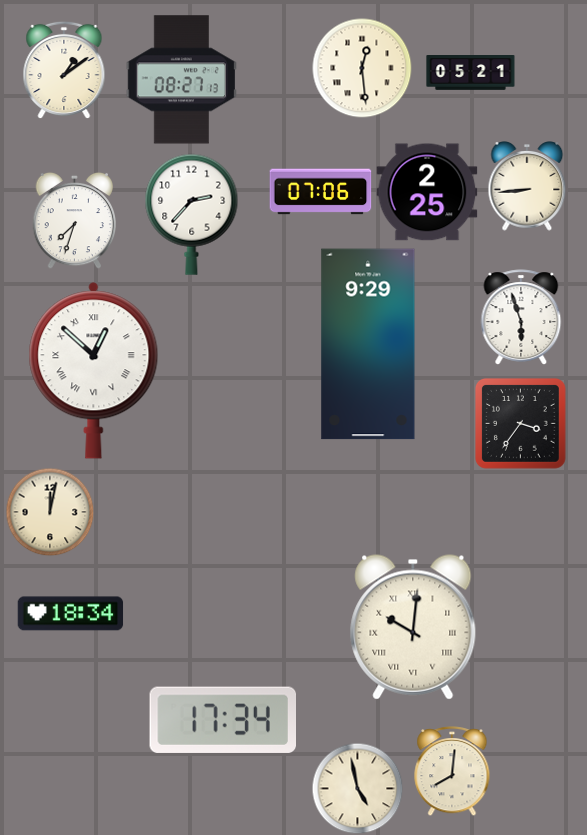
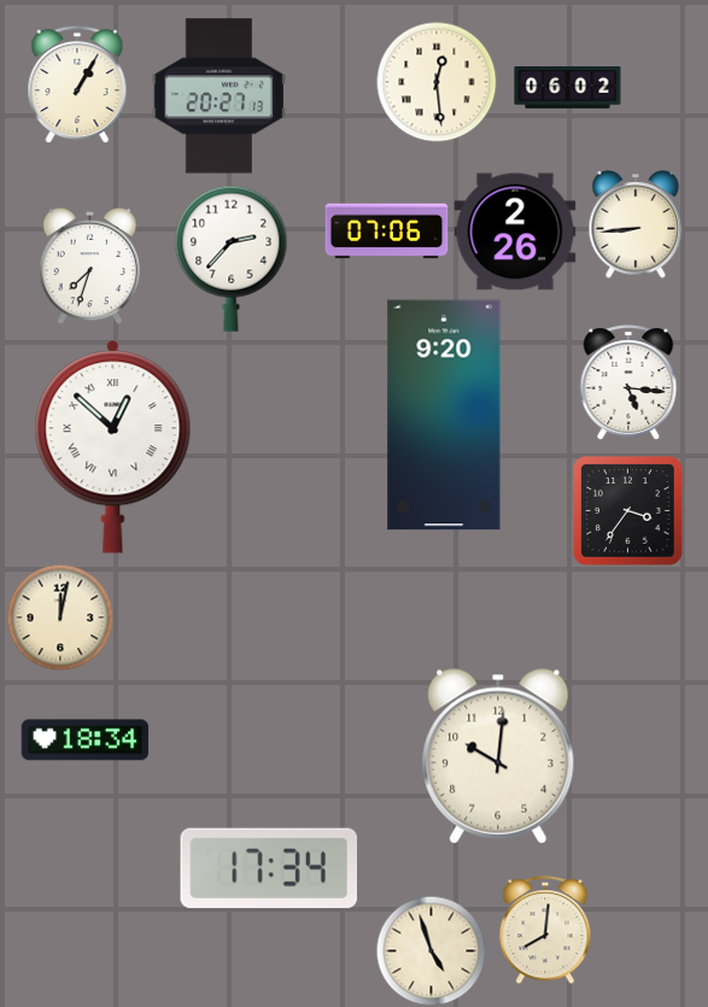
clock at (64, 70): 1:09 -> 1:05
clock at (471, 73): 05:21 -> 06:02
clock at (181, 80): 08:27 -> 20:27
clock at (427, 192): 2:25 -> 2:26
clock at (521, 317): 5:57 -> 5:16
clock at (368, 344): 9:29 -> 9:20
clock at (413, 627) numerals: Roman -> Arabic
clock at (357, 788): 4:58 -> 4:57
